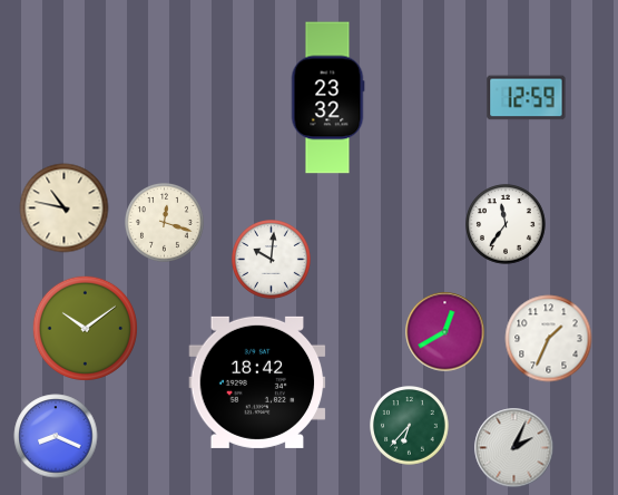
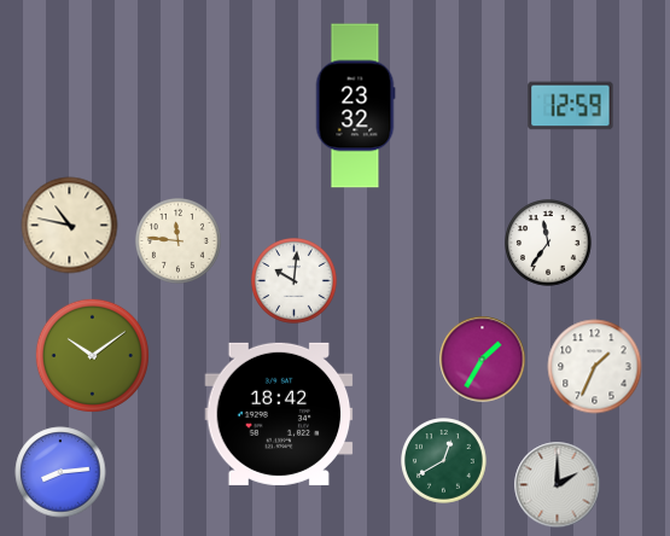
clock at (165, 223): 12:18 -> 11:46
clock at (445, 332): 12:40 -> 1:35
clock at (410, 426): 6:37 -> 12:40
clock at (56, 436): 8:19 -> 8:14
clock at (514, 448): 2:04 -> 2:00
